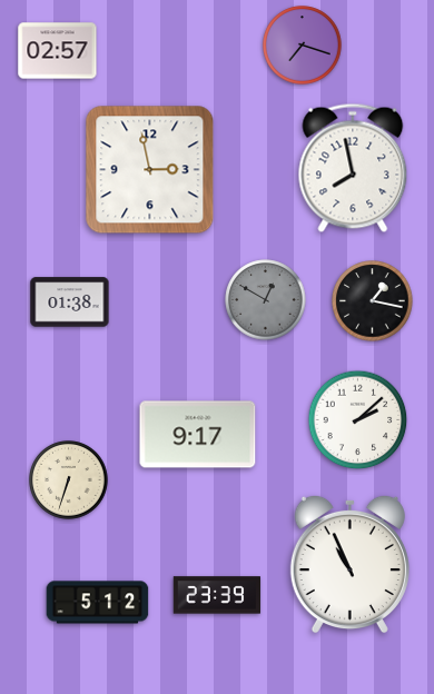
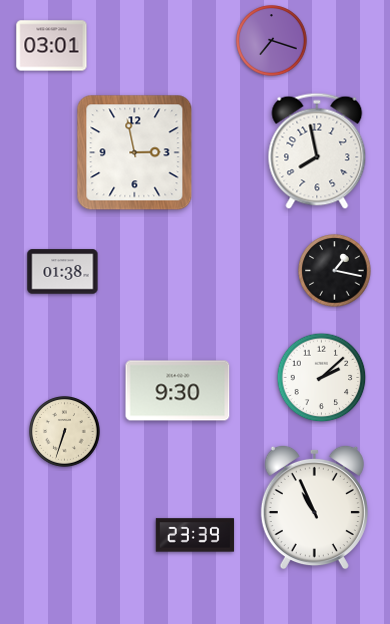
clock at (58, 51): 02:57 -> 03:01
clock at (266, 300): 12:50 -> none
clock at (198, 435): 9:17 -> 9:30
clock at (69, 480) position: (69, 480) -> (65, 432)
clock at (98, 603): 5:12 -> none
